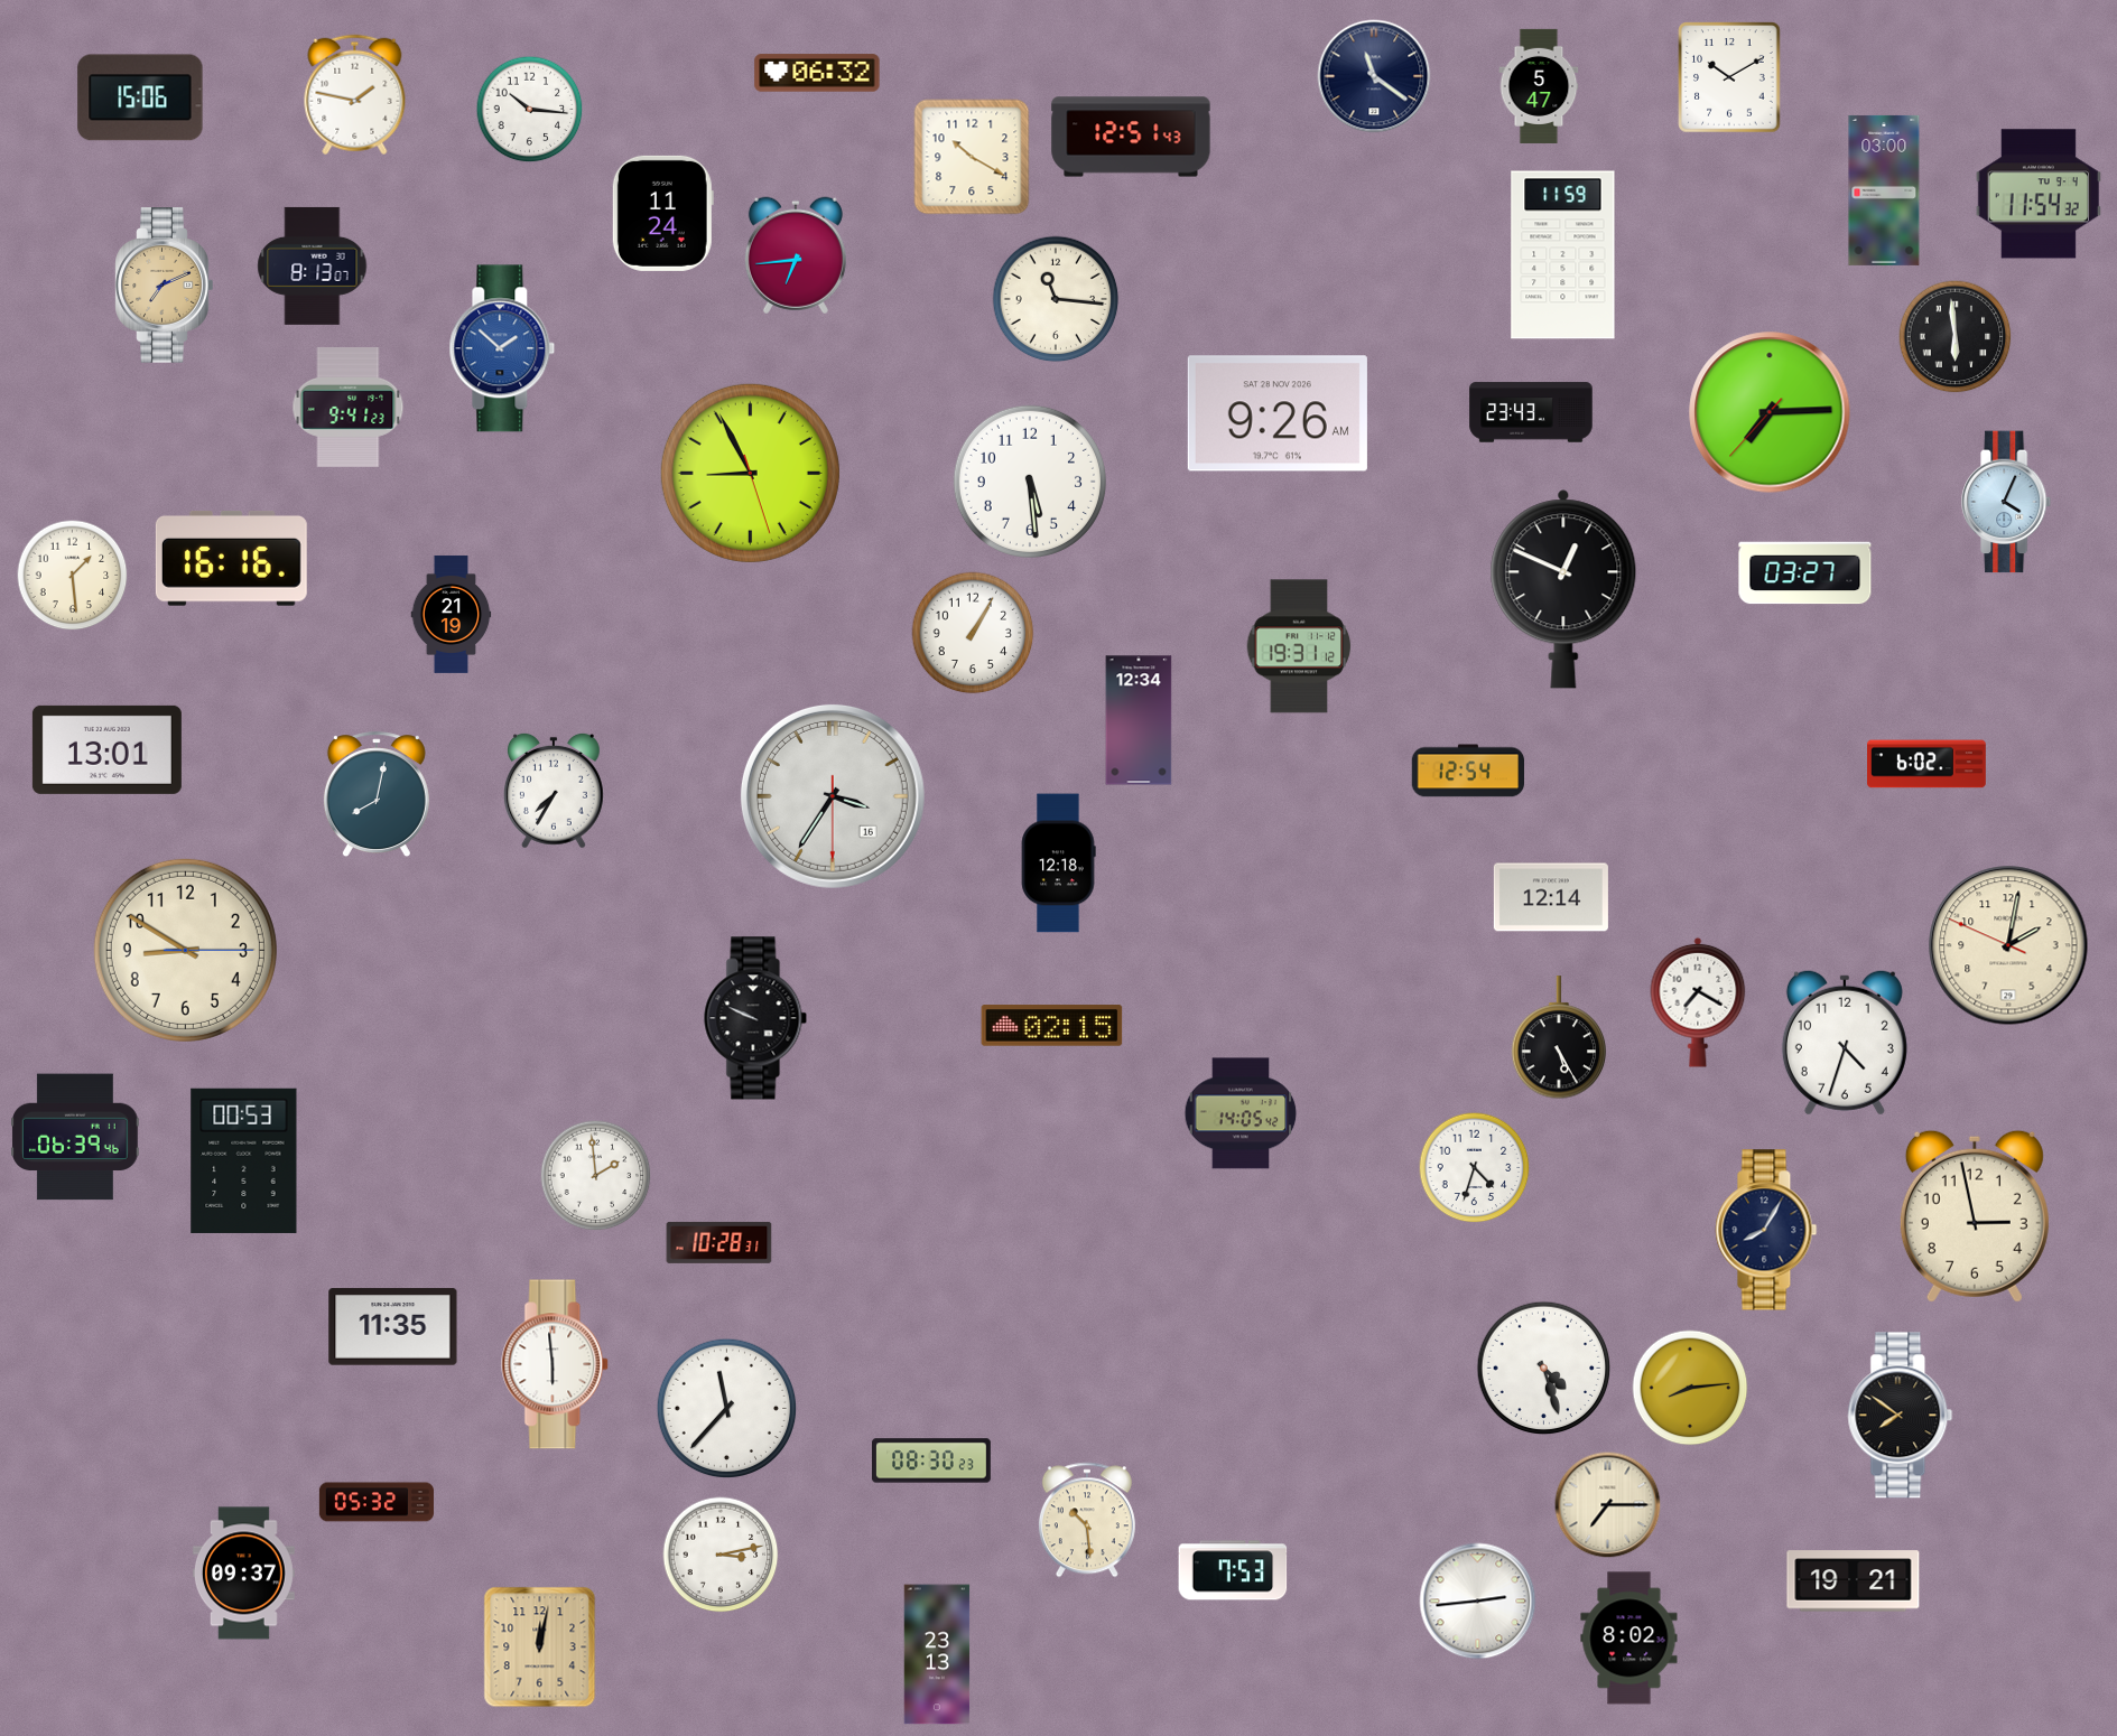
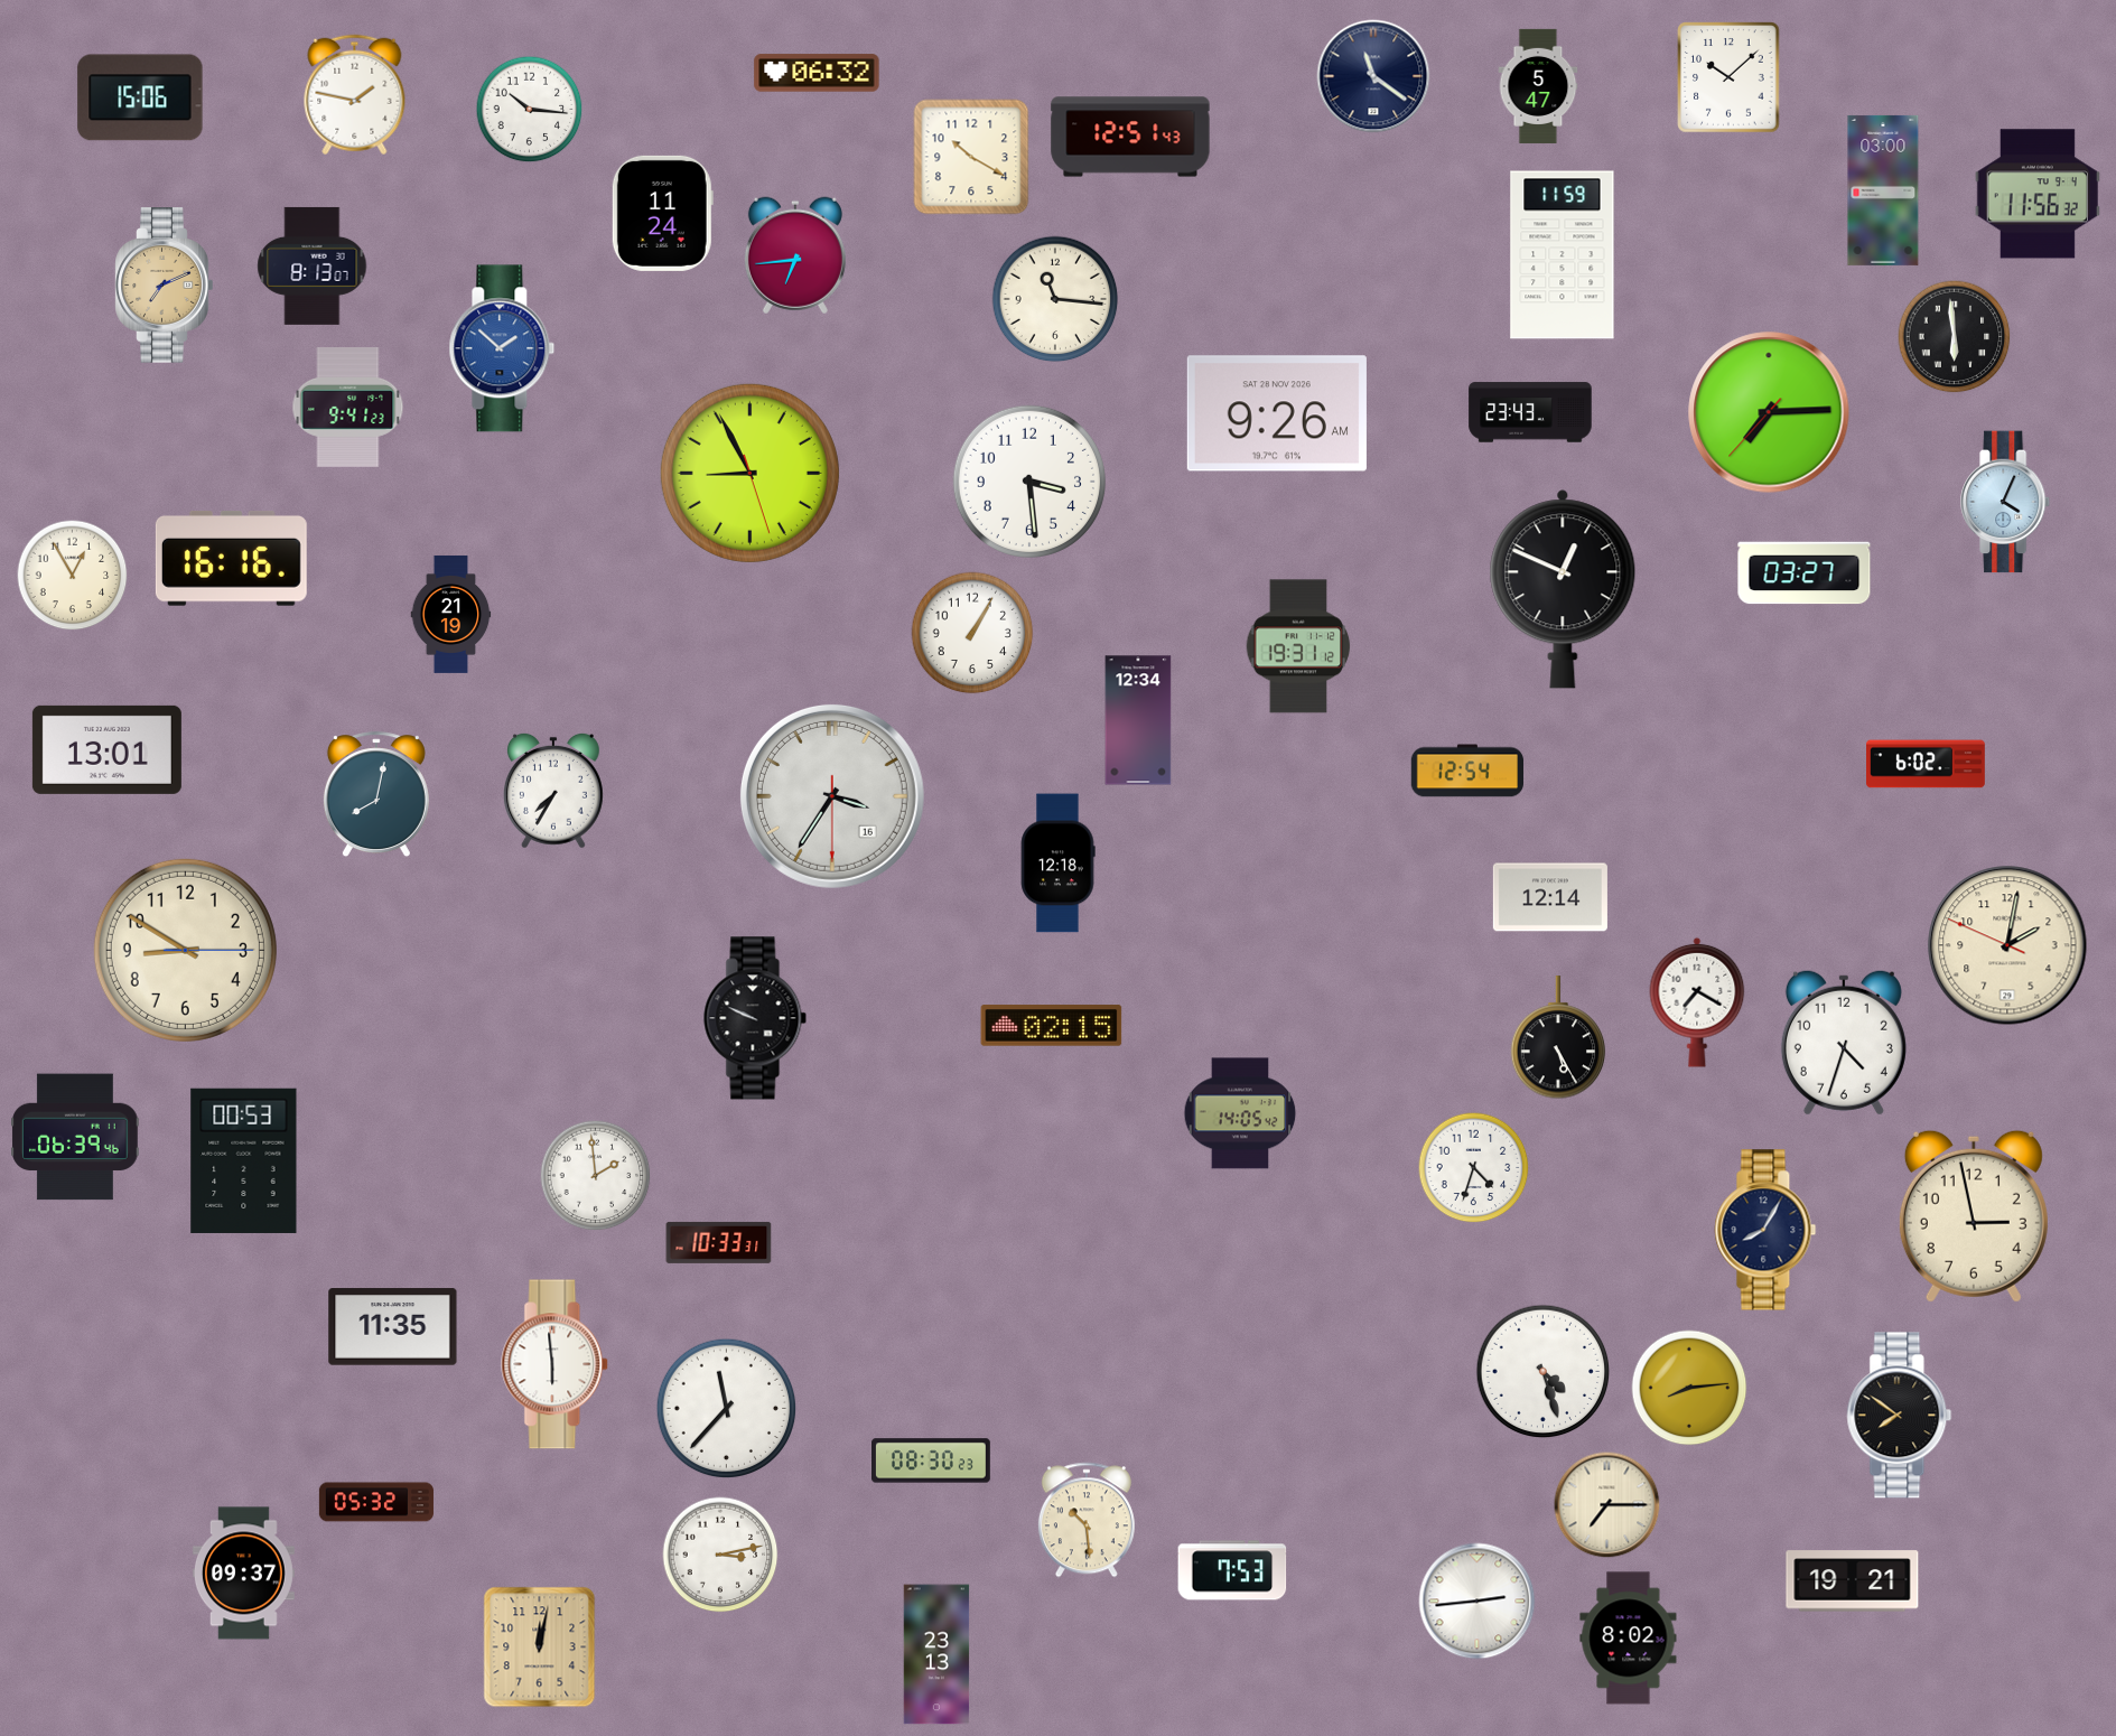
clock at (1729, 77): 10:10 -> 10:08
clock at (2039, 194): 11:54 -> 11:56
clock at (1030, 482): 5:29 -> 3:29
clock at (73, 576): 1:29 -> 12:55
clock at (719, 1242): 10:28 -> 10:33
clock at (1544, 1369) position: (1544, 1369) -> (1544, 1372)
